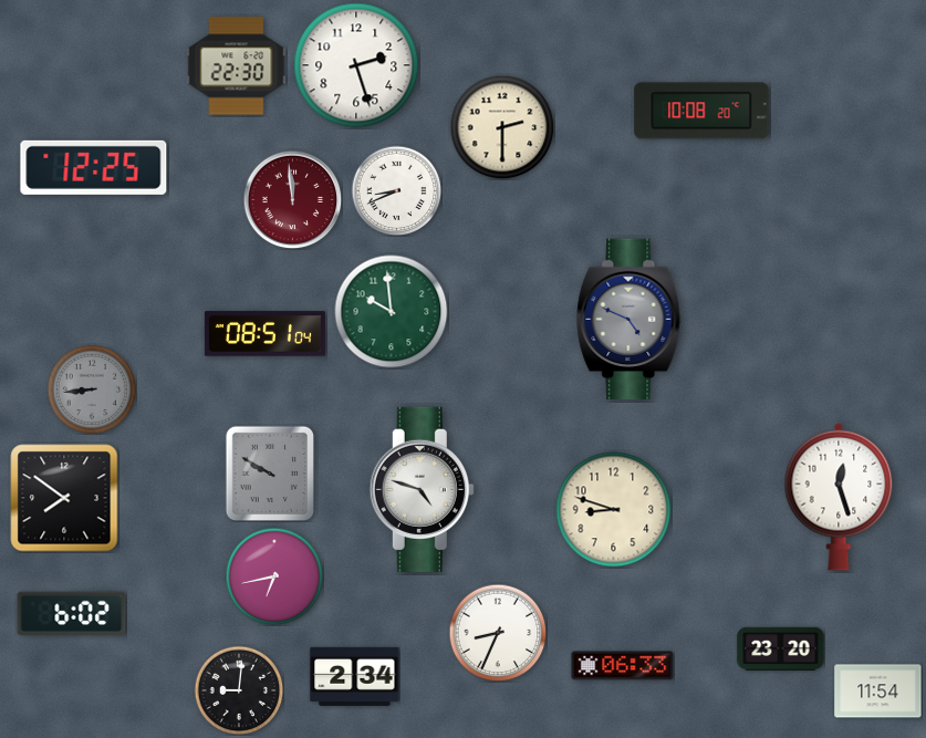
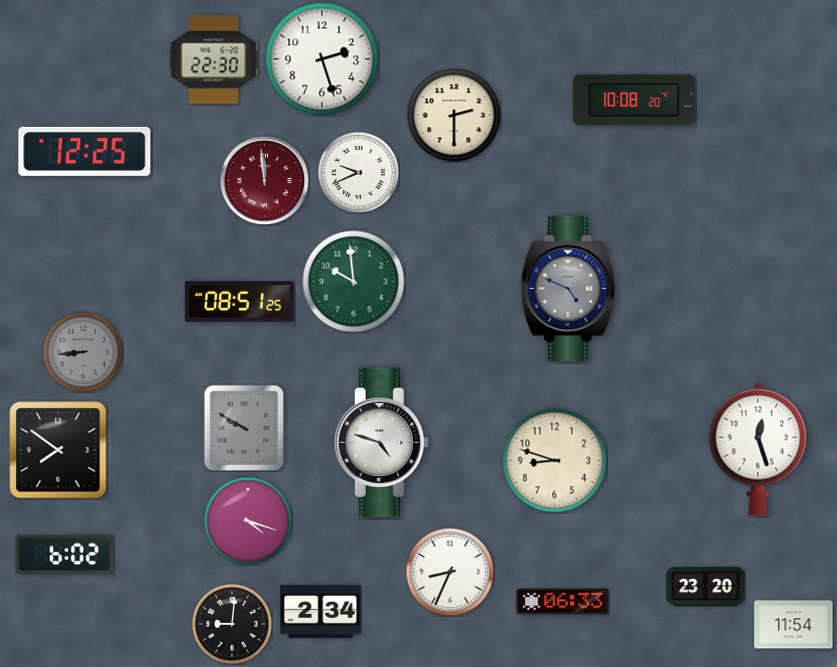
clock at (396, 190): 8:41 -> 9:41
clock at (264, 334): 08:51:04 -> 08:51:25
clock at (274, 576): 6:43 -> 4:18
clock at (239, 690) position: (239, 690) -> (232, 624)
